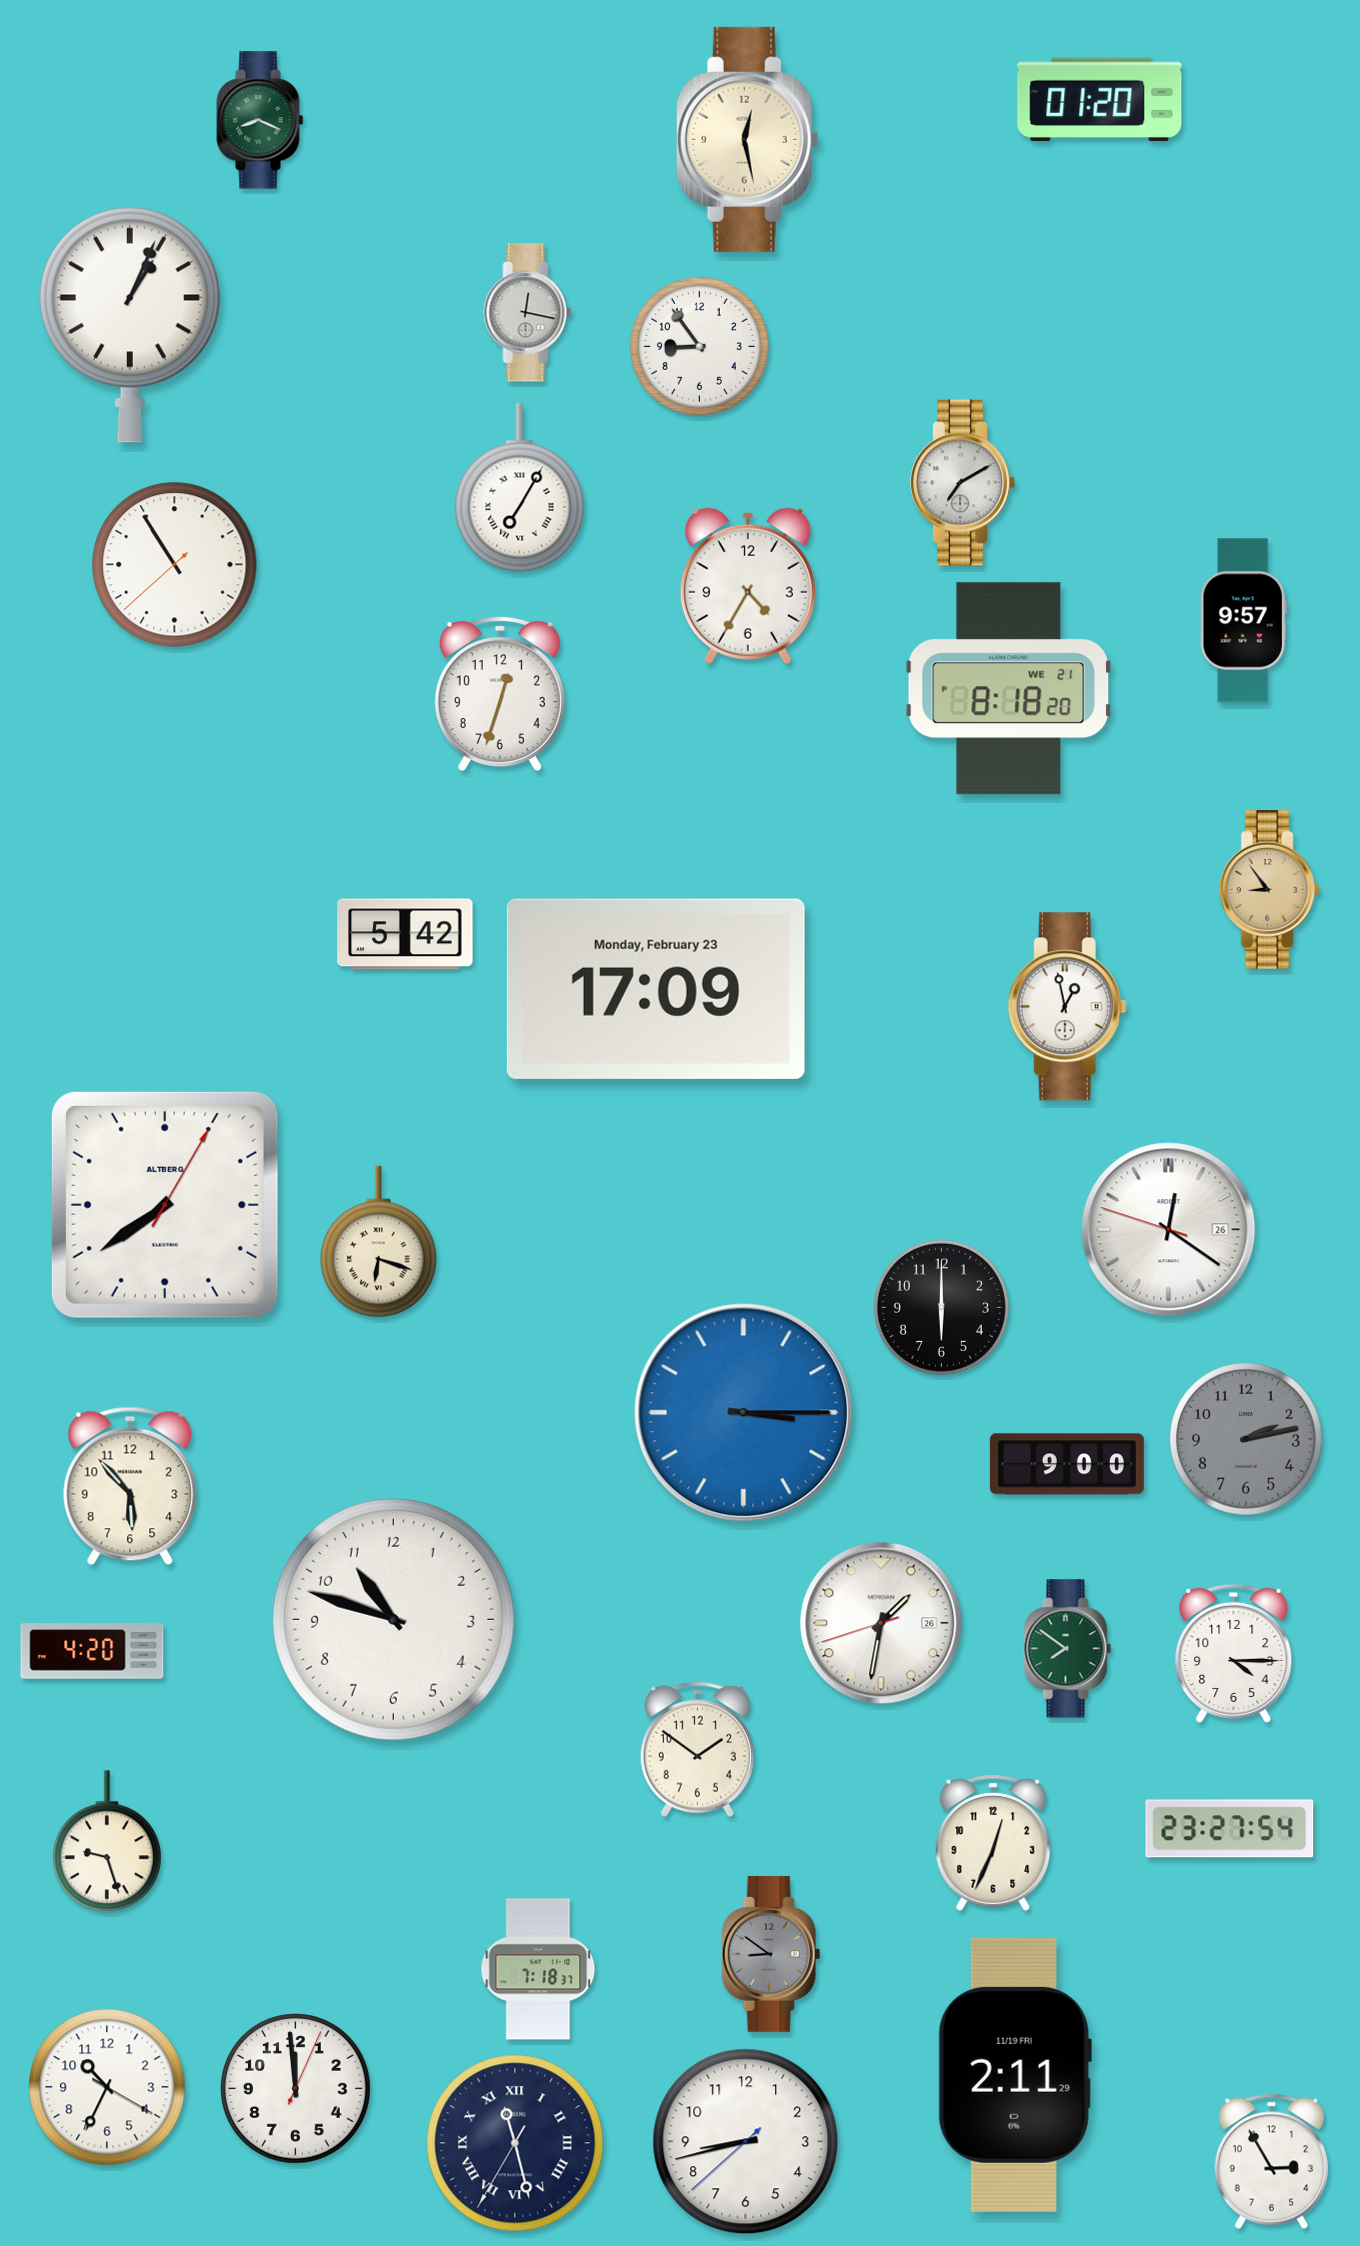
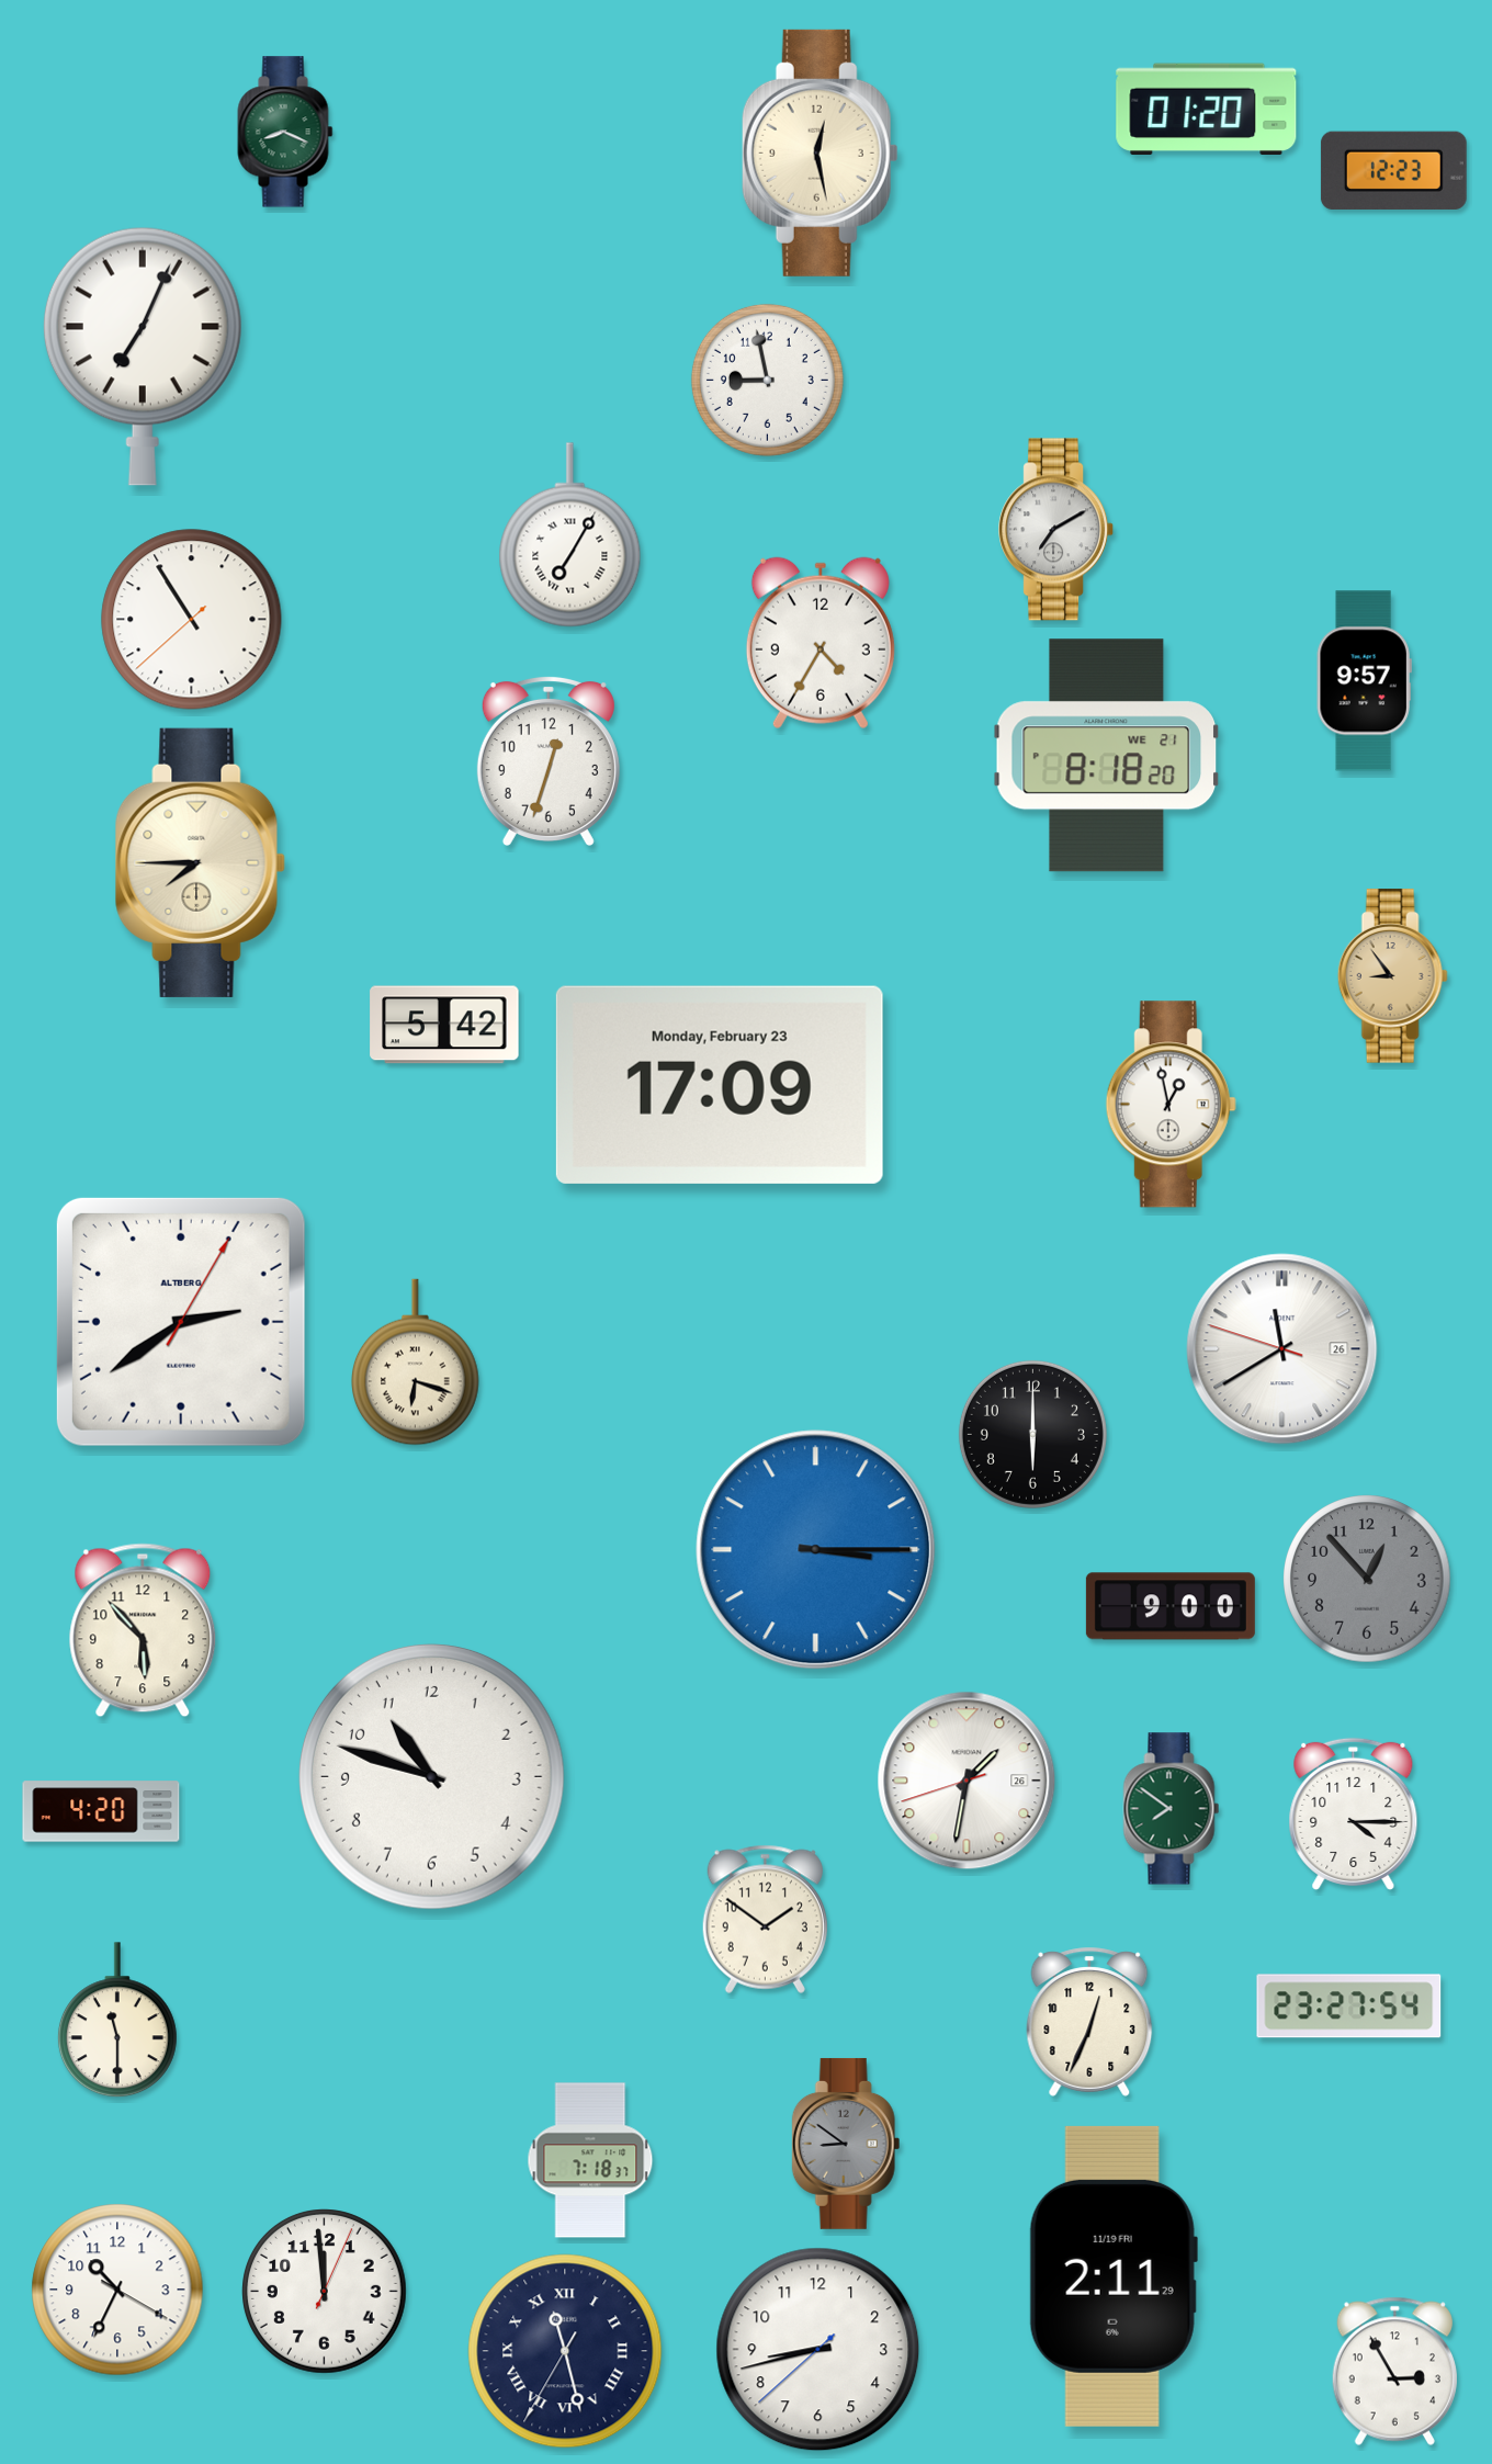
clock at (1393, 170): none -> 12:23
clock at (528, 313): 12:17 -> none
clock at (130, 325): 1:04 -> 7:04
clock at (699, 346): 8:54 -> 8:58
clock at (200, 862): none -> 7:45
clock at (165, 1205): 7:39 -> 2:39
clock at (1169, 1230): 12:20 -> 11:39
clock at (1246, 1439): 2:13 -> 12:53
clock at (107, 1842): 9:27 -> 11:30
